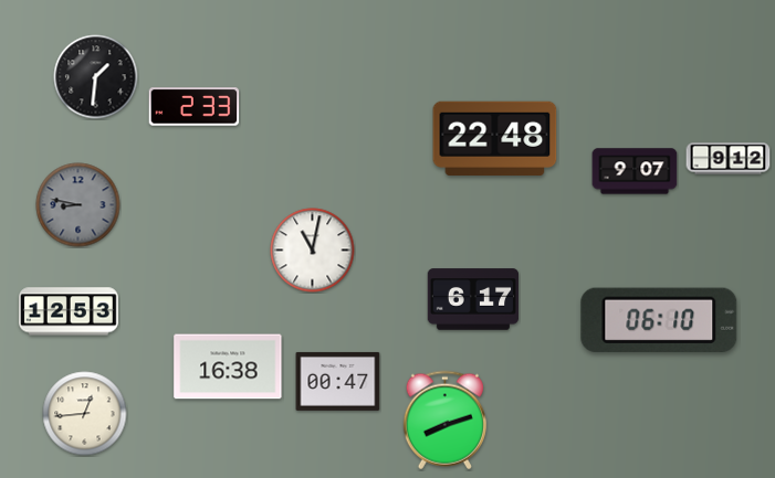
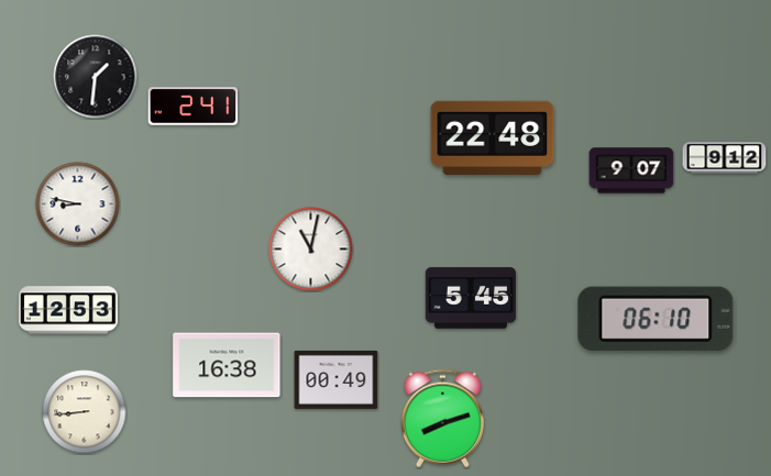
clock at (195, 107): 2:33 -> 2:41
clock at (78, 205) dial: grey -> white
clock at (473, 299): 6:17 -> 5:45
clock at (338, 381): 00:47 -> 00:49
clock at (85, 414): 12:44 -> 8:44
